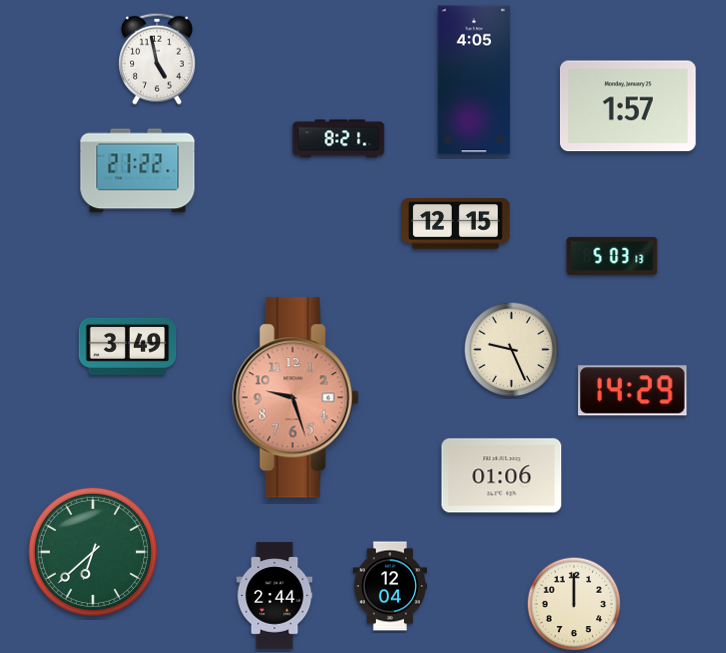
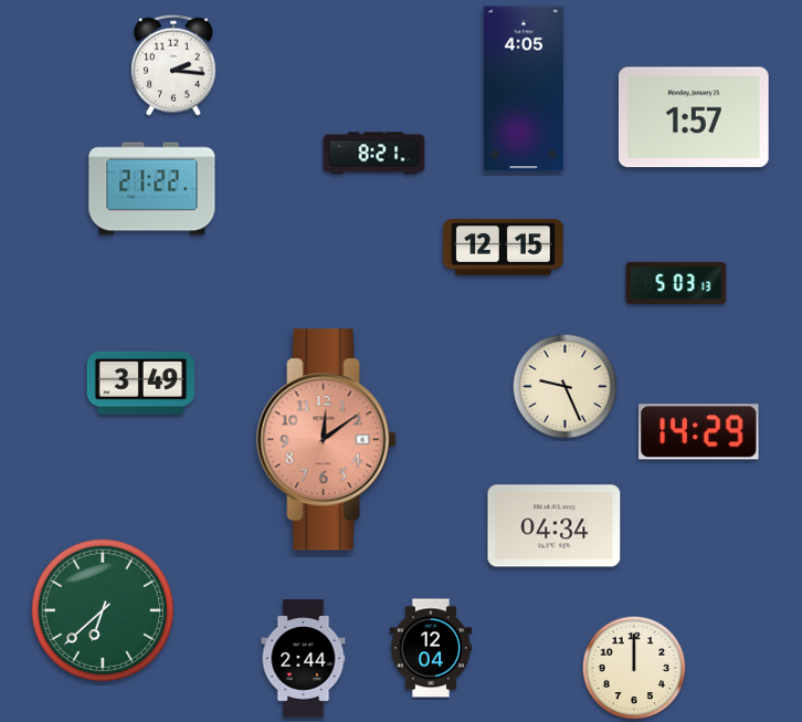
clock at (157, 59): 4:58 -> 2:16
clock at (295, 398): 9:27 -> 12:09
clock at (502, 476): 01:06 -> 04:34
